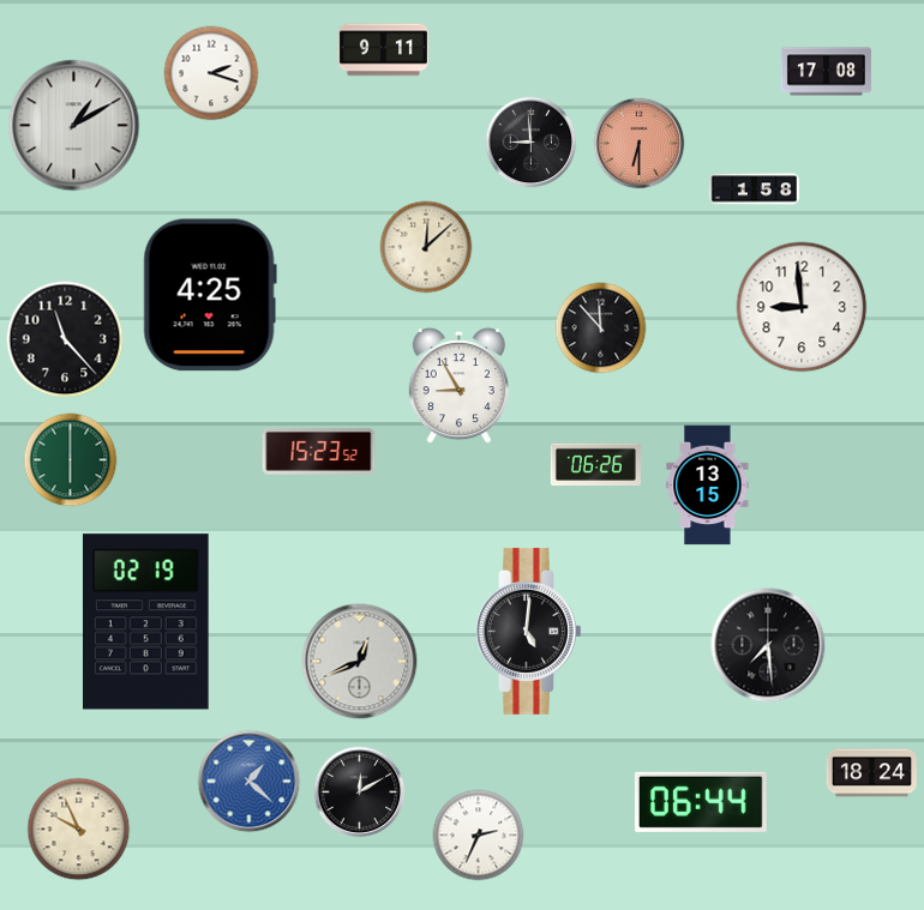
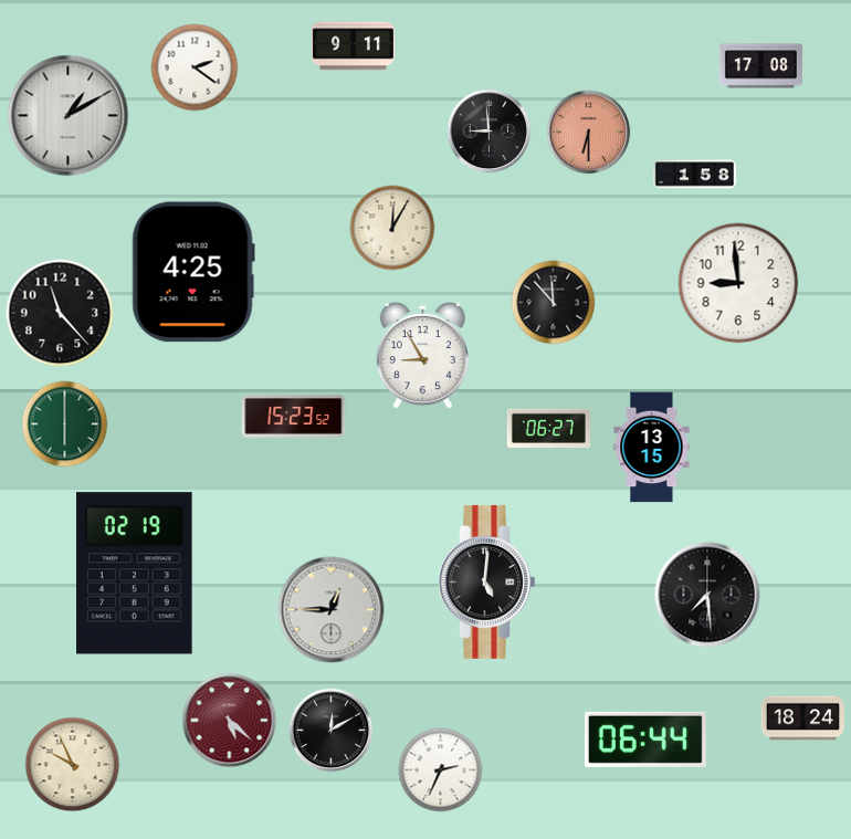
clock at (211, 73): 2:18 -> 2:21
clock at (426, 247): 12:08 -> 12:05
clock at (595, 464): 06:26 -> 06:27
clock at (360, 662): 12:41 -> 12:45
clock at (871, 773) position: (871, 773) -> (802, 719)
clock at (250, 782): 1:22 -> 5:22
clock at (250, 782) dial: blue -> burgundy
